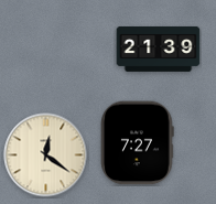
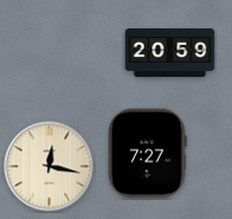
clock at (159, 49): 21:39 -> 20:59
clock at (46, 155): 12:21 -> 12:17
